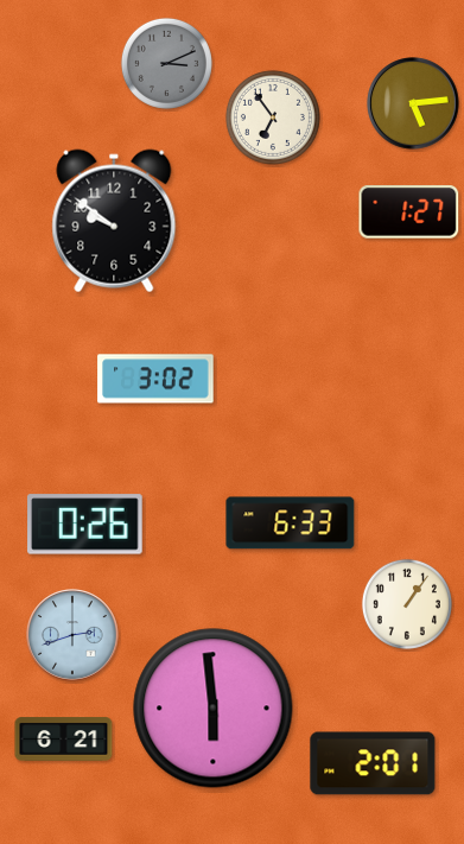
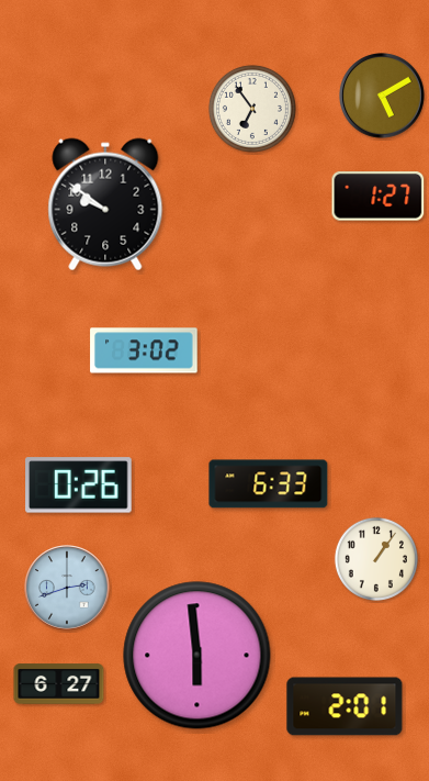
clock at (166, 63): 3:11 -> none
clock at (413, 103): 5:14 -> 5:10
clock at (64, 740): 6:21 -> 6:27
